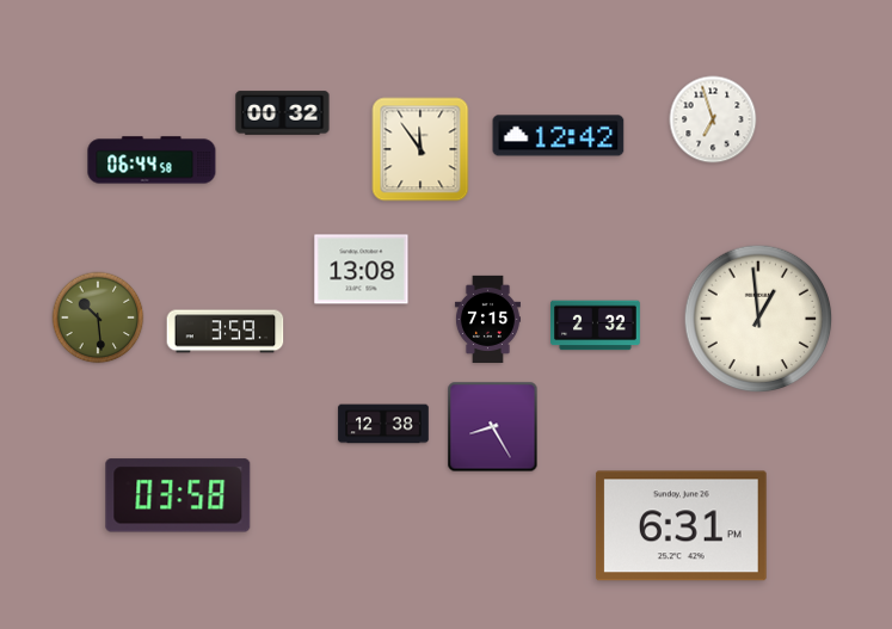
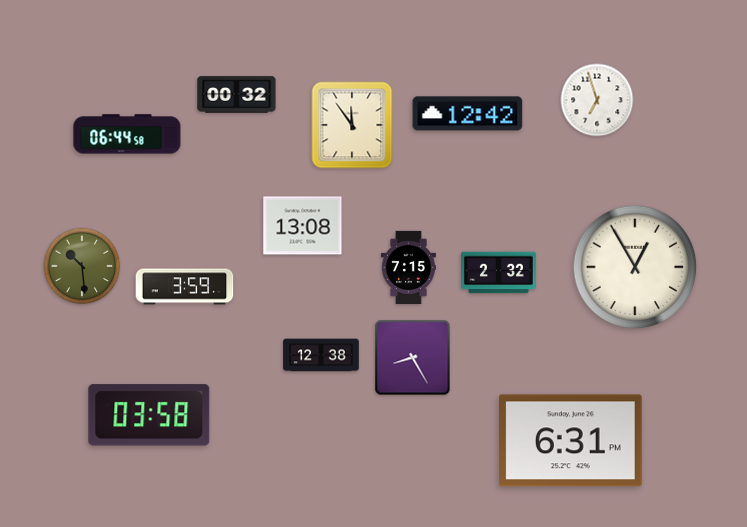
clock at (758, 319): 12:59 -> 12:55
clock at (226, 332) position: (226, 332) -> (185, 287)
